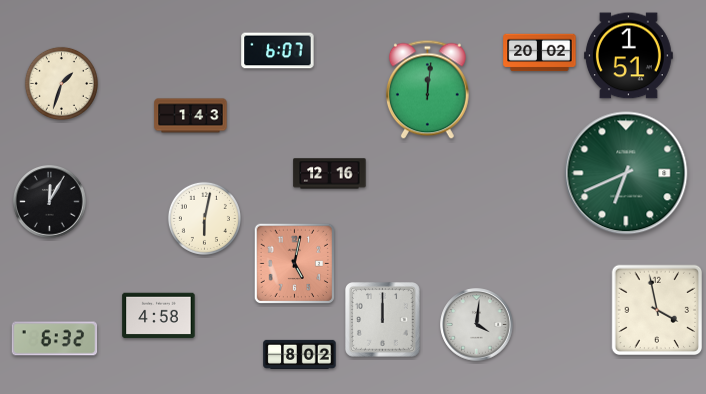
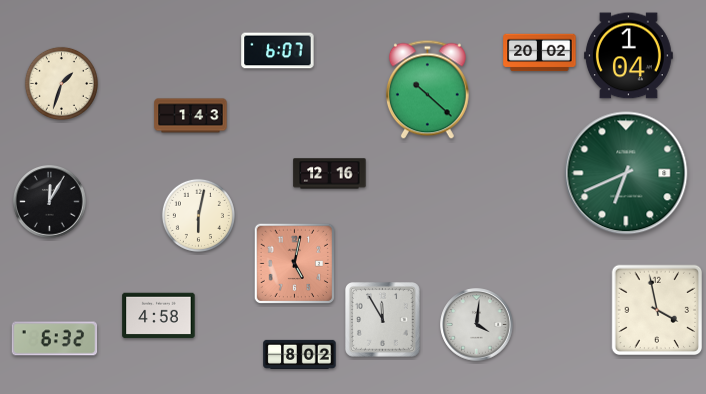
clock at (628, 56): 1:51 -> 1:04
clock at (427, 90): 12:01 -> 10:22
clock at (204, 218) position: (204, 218) -> (198, 215)
clock at (383, 320): 12:00 -> 11:55
